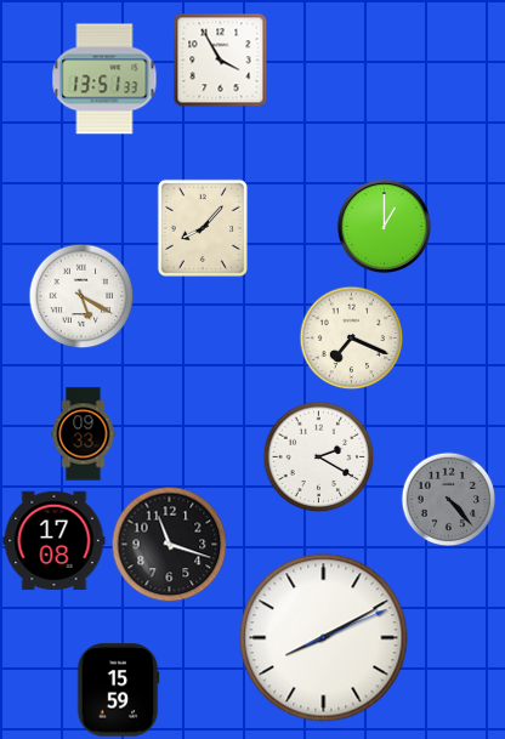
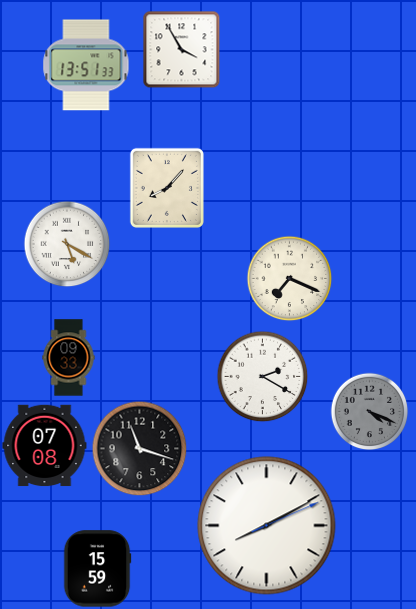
clock at (384, 226): 1:00 -> none
clock at (448, 499): 4:23 -> 4:19
clock at (55, 541): 17:08 -> 07:08
